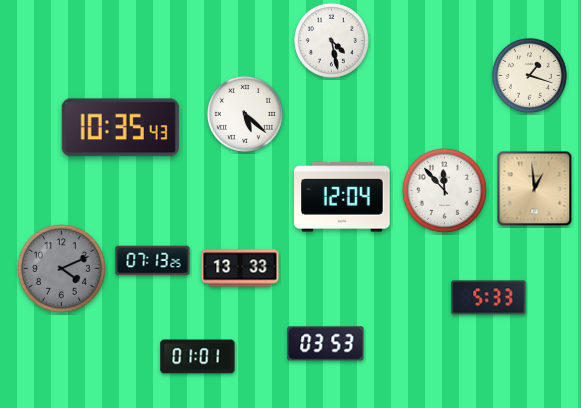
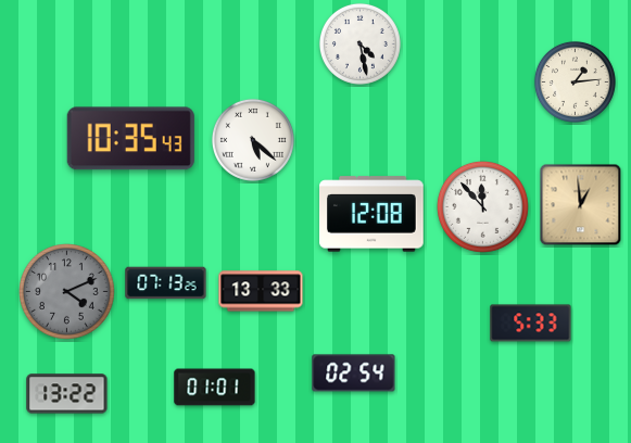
clock at (529, 75): 1:18 -> 1:14
clock at (245, 114) position: (245, 114) -> (253, 140)
clock at (343, 197): 12:04 -> 12:08
clock at (326, 344): 03:53 -> 02:54
clock at (67, 394): none -> 13:22
